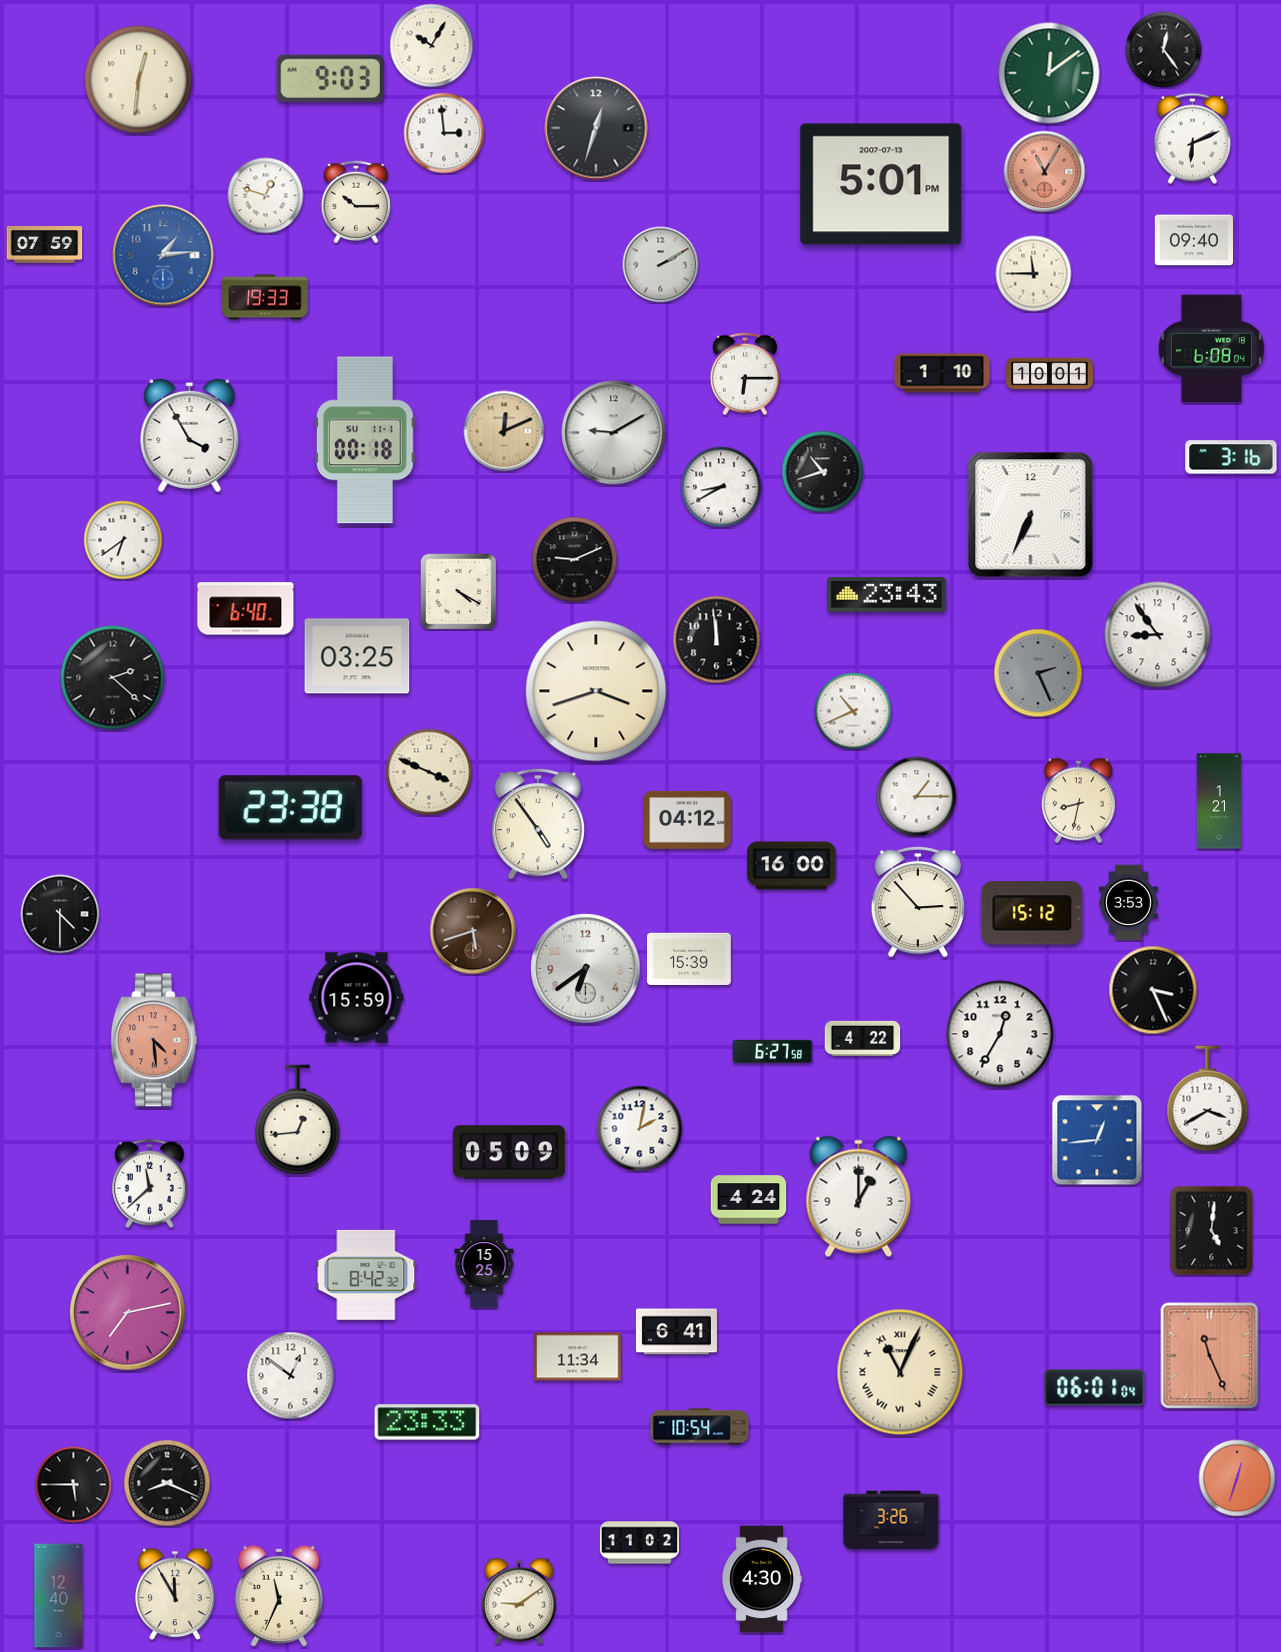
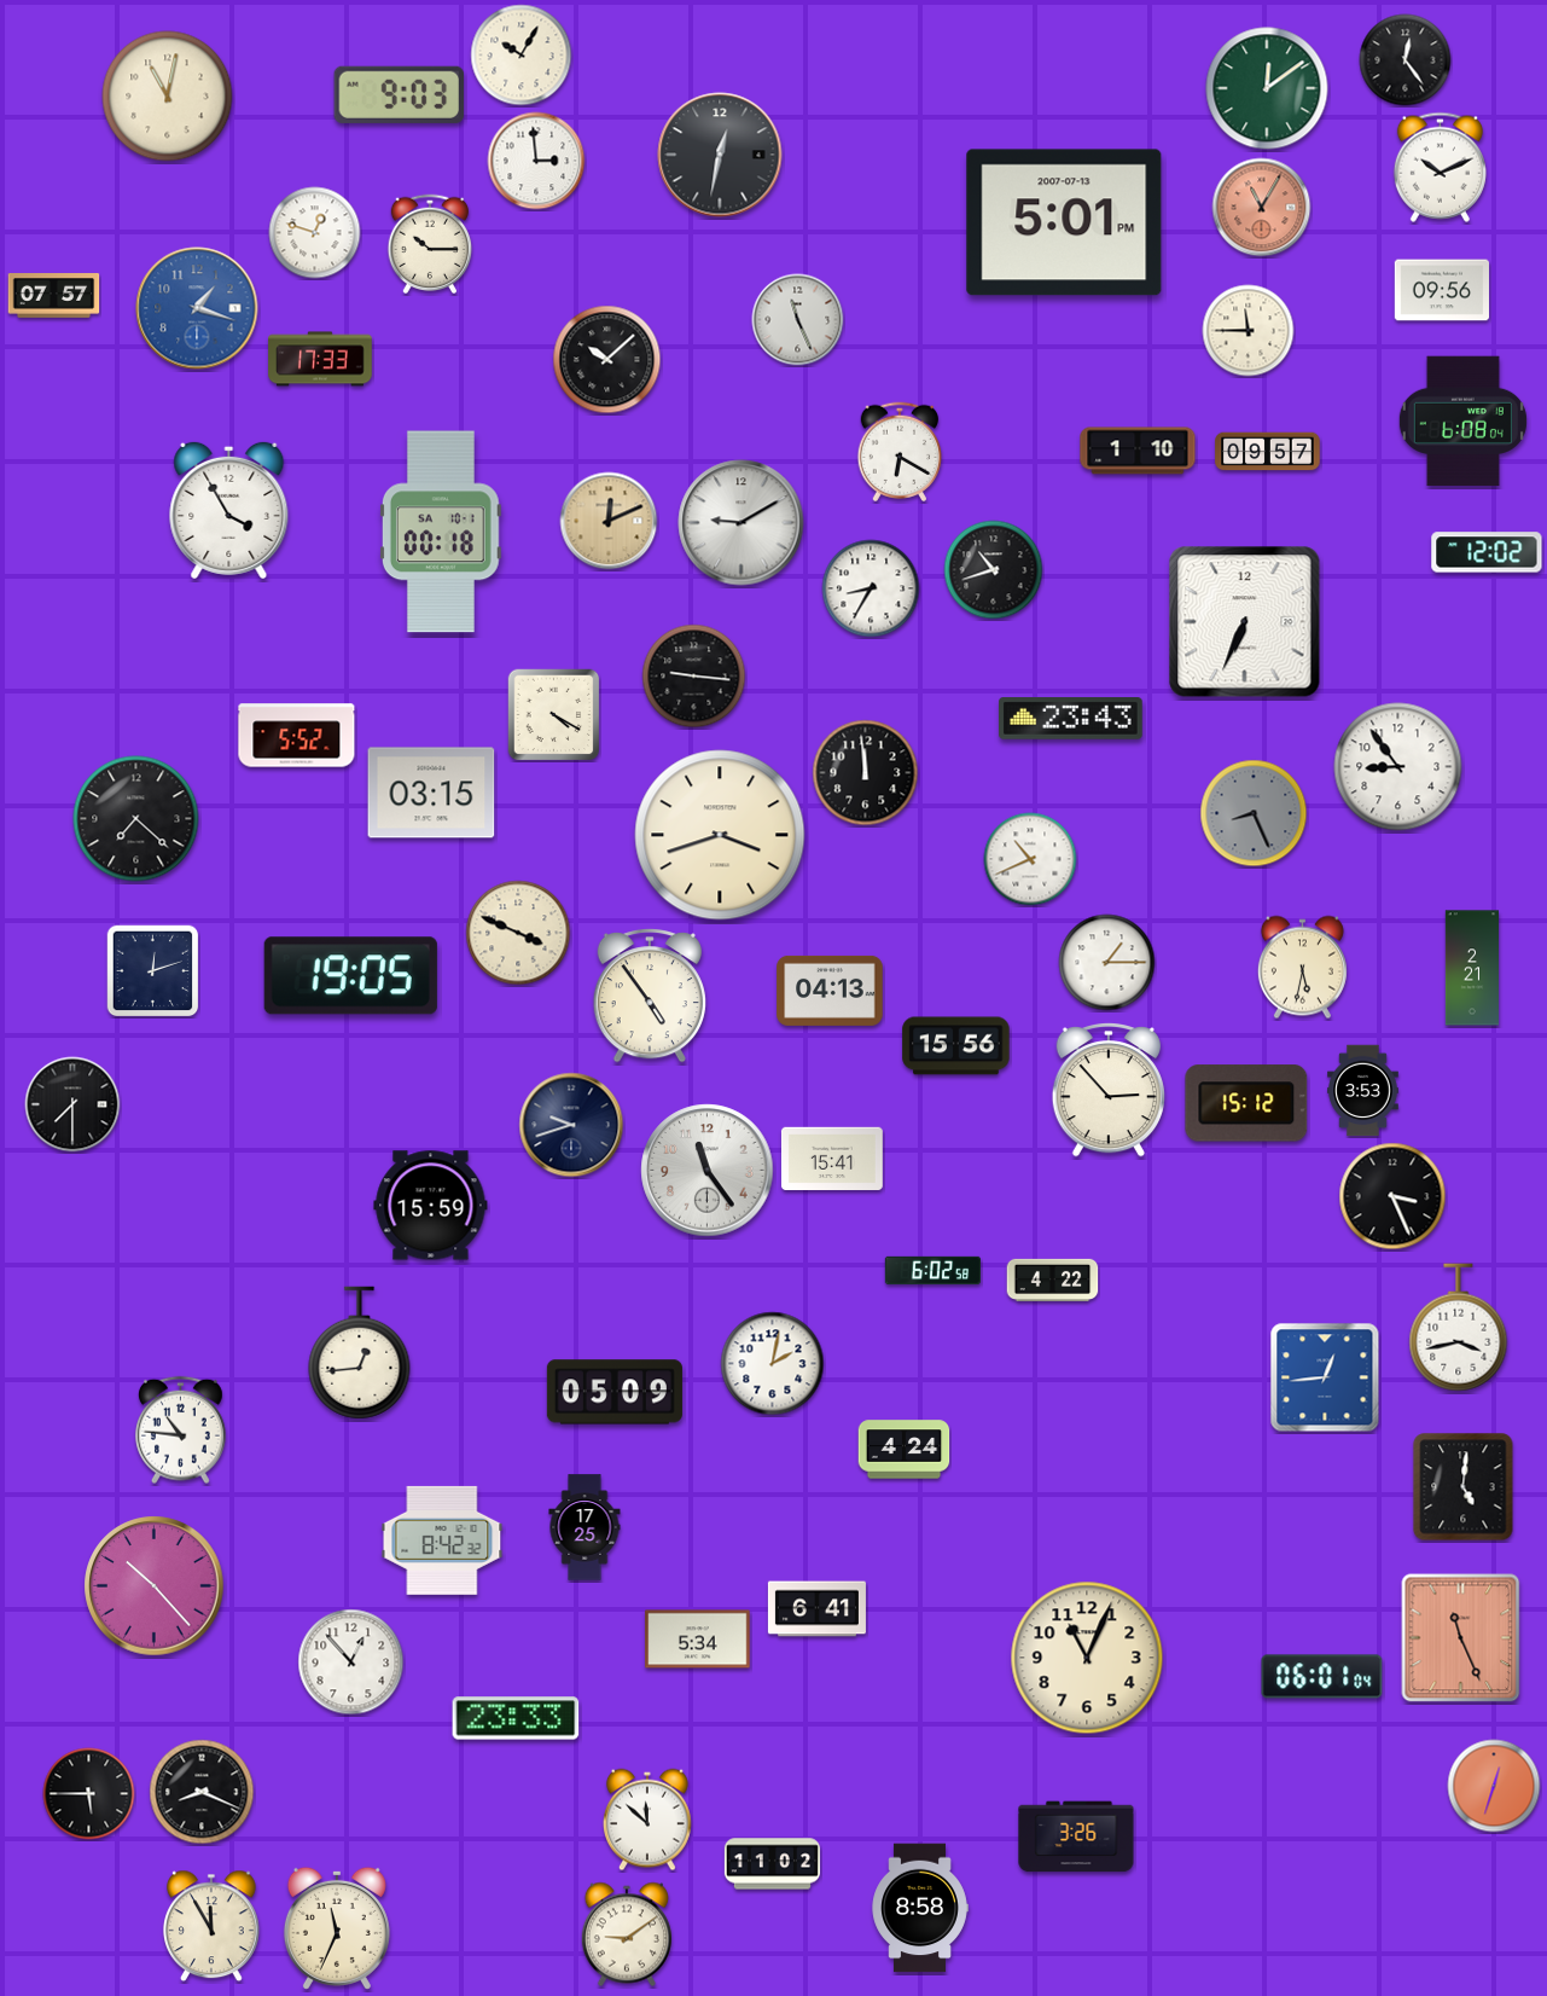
clock at (139, 80): 12:31 -> 11:02
clock at (596, 128): 12:33 -> 12:32
clock at (1192, 138): 6:11 -> 10:11
clock at (266, 196) position: (266, 196) -> (315, 233)
clock at (1193, 240): 09:40 -> 09:56
clock at (45, 245): 07:59 -> 07:57
clock at (163, 255): 1:14 -> 1:18
clock at (661, 265): 2:10 -> 11:26
clock at (265, 297): 19:33 -> 17:33
clock at (607, 360): none -> 10:08
clock at (745, 374): 6:15 -> 6:20
clock at (1050, 374): 10:01 -> 09:57
clock at (190, 435) position: (190, 435) -> (229, 510)
clock at (365, 440) date: SU 11-1 -> SA 10-1
clock at (1231, 457): 3:16 -> 12:02
clock at (721, 487): 8:40 -> 8:35
clock at (123, 540): 6:39 -> none
clock at (575, 560): 9:11 -> 9:16
clock at (246, 609): 6:40 -> 5:52
clock at (357, 656): 03:25 -> 03:15
clock at (1038, 673): 2:26 -> 8:26
clock at (113, 678): 2:22 -> 7:22
clock at (1078, 801): 8:32 -> 5:32
clock at (1219, 801): 1:21 -> 2:21
clock at (152, 970): none -> 12:12
clock at (290, 808): 23:38 -> 19:05
clock at (687, 820): 04:12 -> 04:13
clock at (792, 866): 16:00 -> 15:56
clock at (60, 914): 4:30 -> 7:30
clock at (473, 931): 5:42 -> 9:42
clock at (473, 931) dial: brown -> navy
clock at (689, 959): 15:39 -> 15:41
clock at (586, 969): 6:39 -> 11:24
clock at (1000, 1034): 12:35 -> none
clock at (863, 1038) position: (863, 1038) -> (1053, 1280)
clock at (154, 1040): 4:29 -> none
clock at (772, 1051): 6:27 -> 6:02
clock at (1208, 1099): 3:40 -> 3:43
clock at (149, 1184): 11:38 -> 10:46
clock at (859, 1197): 1:00 -> none
clock at (484, 1264): 15:25 -> 17:25
clock at (128, 1313): 7:13 -> 10:23
clock at (578, 1357): 11:34 -> 5:34
clock at (900, 1372) numerals: Roman -> Arabic
clock at (291, 1376): 12:51 -> 12:53
clock at (700, 1427): 10:54 -> none
clock at (647, 1820): none -> 11:52
clock at (762, 1579): 4:30 -> 8:58
clock at (59, 1596): 12:40 -> none
